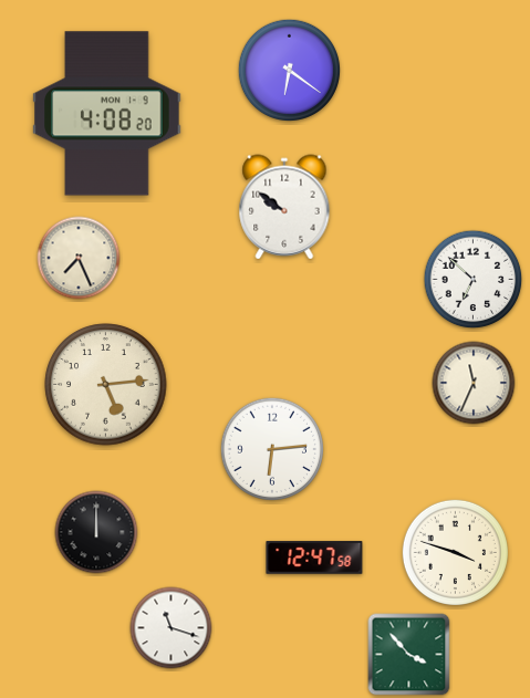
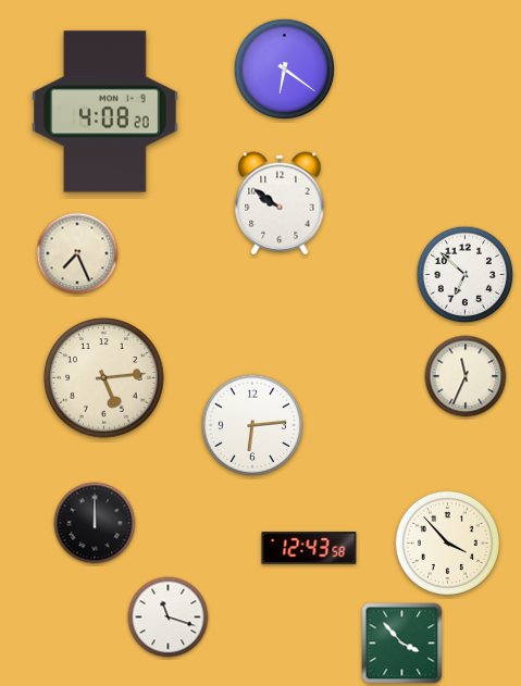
clock at (271, 448) position: (271, 448) -> (251, 424)
clock at (455, 552): 3:48 -> 3:53
clock at (314, 558): 12:47 -> 12:43
